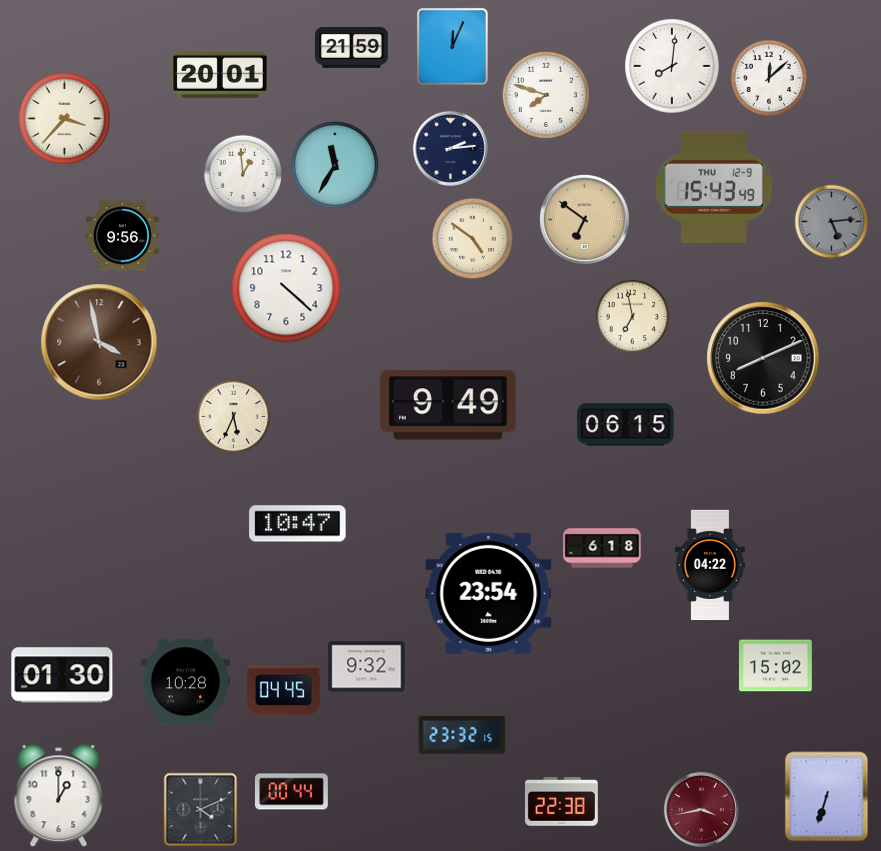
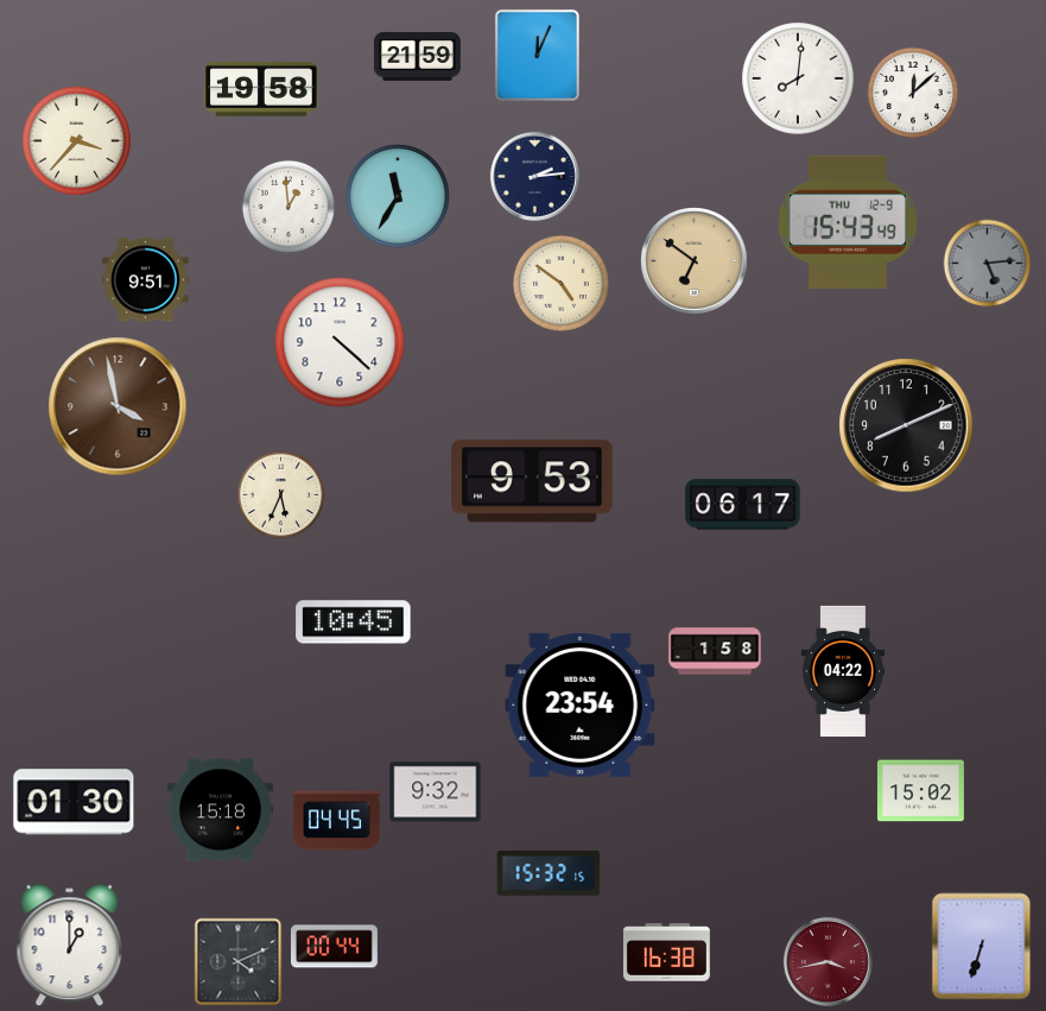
clock at (220, 76): 20:01 -> 19:58
clock at (546, 95): 7:48 -> none
clock at (123, 236): 9:56 -> 9:51
clock at (633, 317): 6:58 -> none
clock at (449, 405): 9:49 -> 9:53
clock at (234, 417) position: (234, 417) -> (281, 495)
clock at (626, 425): 06:15 -> 06:17
clock at (298, 524): 10:47 -> 10:45
clock at (602, 548): 6:18 -> 1:58
clock at (186, 682): 10:28 -> 15:18
clock at (462, 735): 23:32 -> 15:32
clock at (291, 792) position: (291, 792) -> (334, 947)
clock at (561, 802): 22:38 -> 16:38
clock at (701, 809) position: (701, 809) -> (828, 961)
